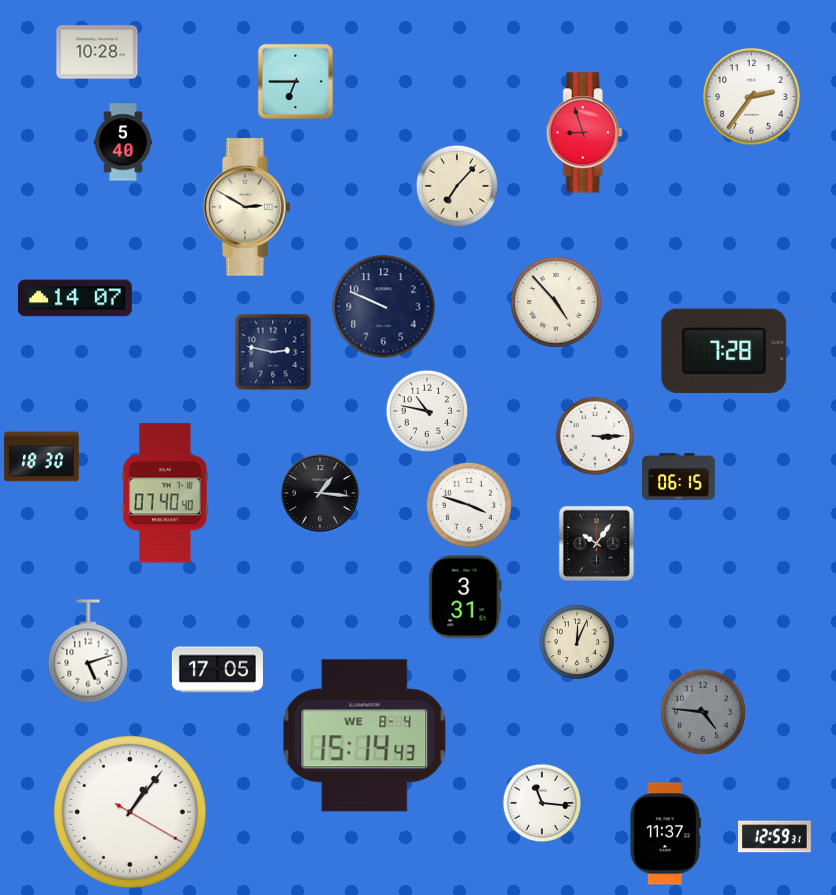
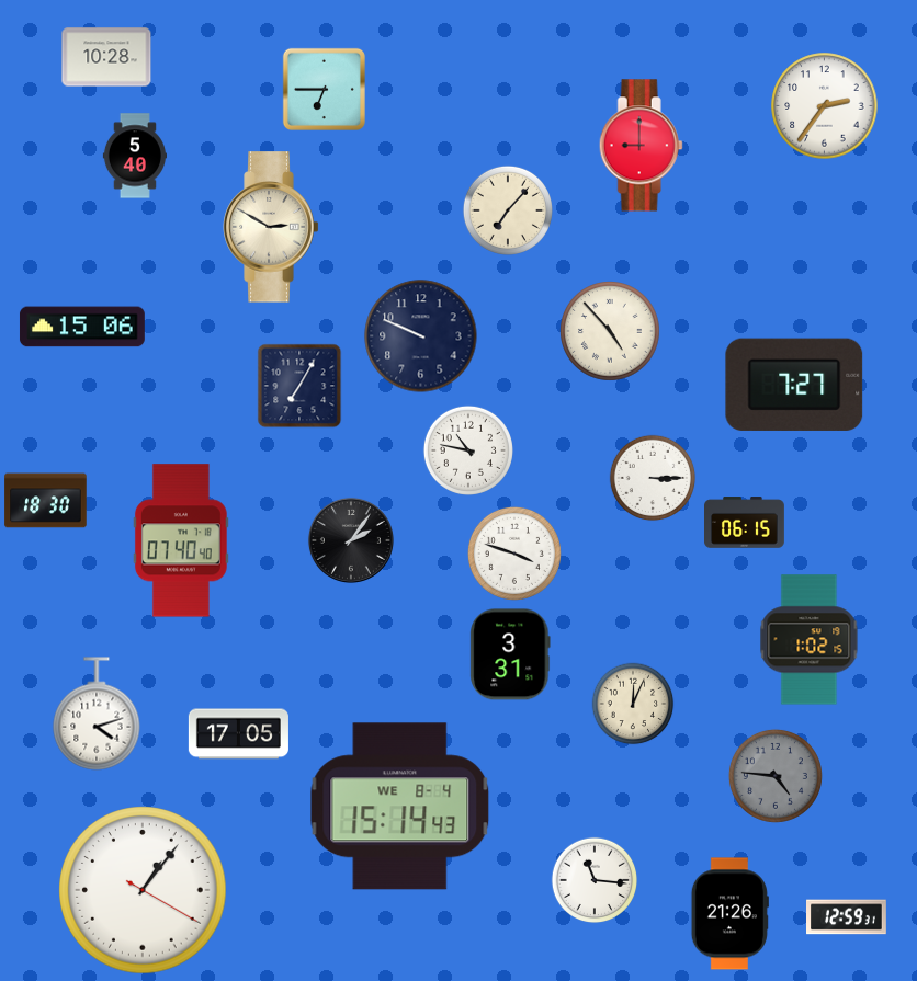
clock at (584, 133): 8:57 -> 9:00
clock at (457, 186) position: (457, 186) -> (508, 210)
clock at (75, 298): 14:07 -> 15:06
clock at (724, 351): 7:28 -> 7:27
clock at (273, 352): 2:47 -> 7:05
clock at (320, 493): 1:16 -> 2:06
clock at (596, 543): 10:06 -> none
clock at (810, 640): none -> 1:02
clock at (88, 651): 5:12 -> 4:12
clock at (703, 712) position: (703, 712) -> (776, 776)
clock at (665, 834): 11:37 -> 21:26
clock at (775, 837) position: (775, 837) -> (847, 917)
